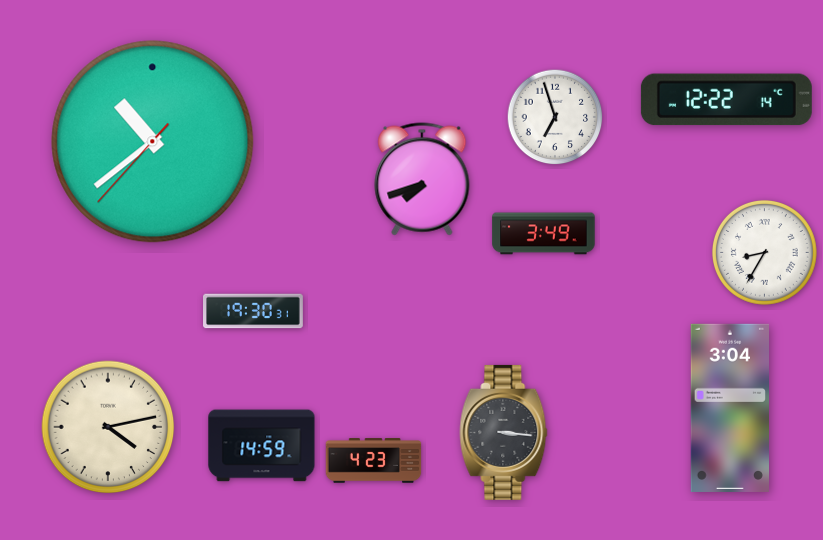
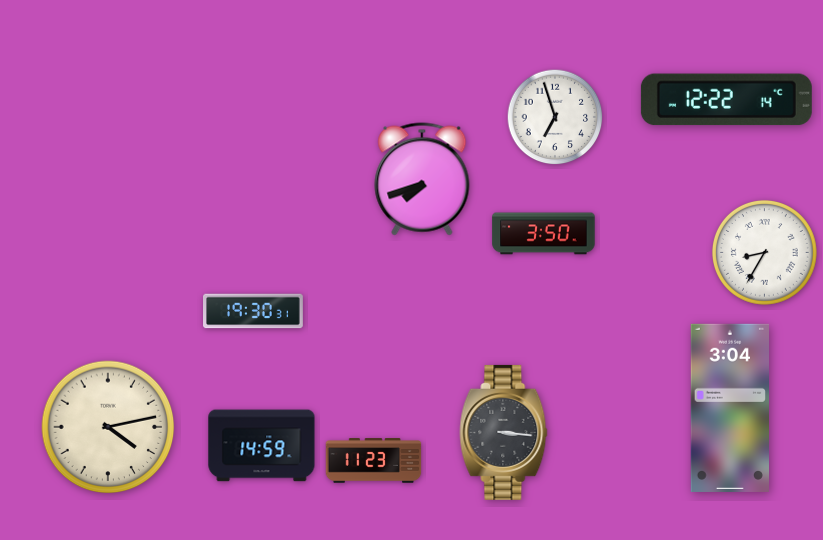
clock at (153, 142): 10:38 -> none
clock at (544, 234): 3:49 -> 3:50
clock at (374, 461): 4:23 -> 11:23
